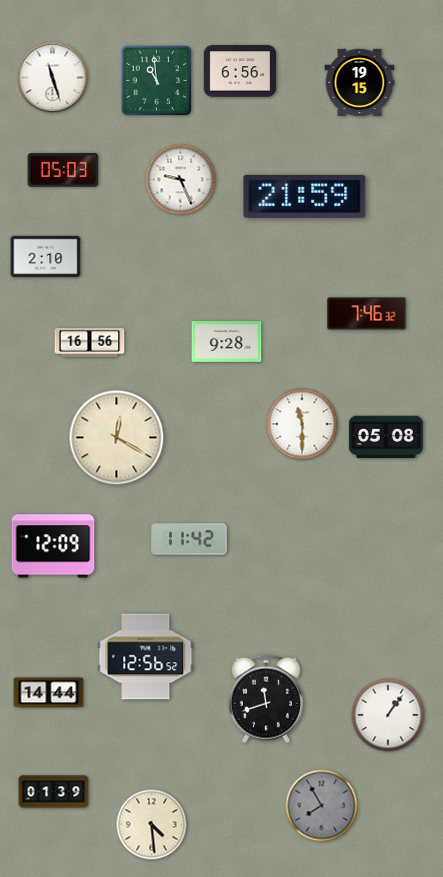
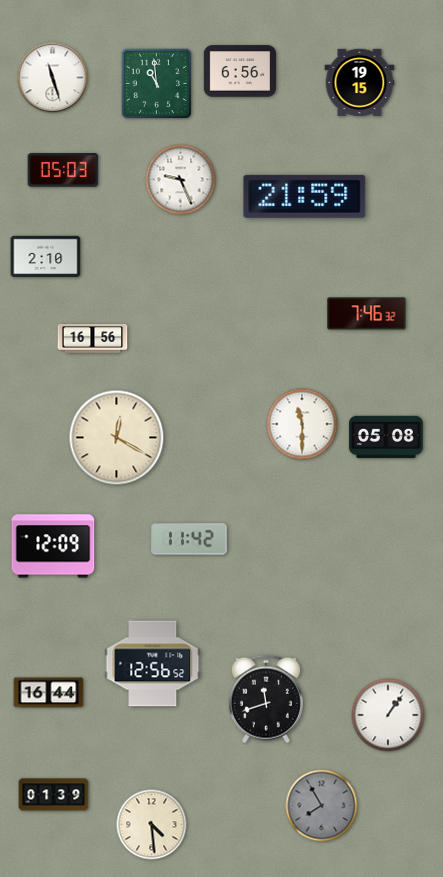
clock at (157, 81) position: (157, 81) -> (157, 84)
clock at (227, 342): 9:28 -> none
clock at (90, 343) position: (90, 343) -> (93, 339)
clock at (146, 657) position: (146, 657) -> (153, 664)
clock at (49, 693): 14:44 -> 16:44
clock at (54, 792) position: (54, 792) -> (54, 795)
